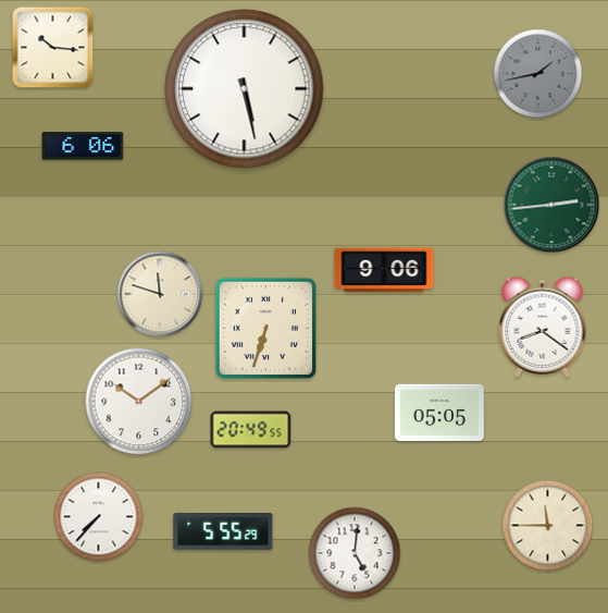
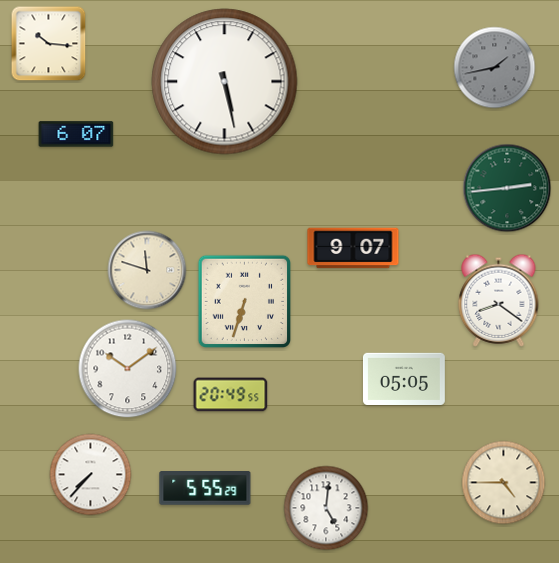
clock at (83, 146): 6:06 -> 6:07
clock at (384, 270): 9:06 -> 9:07
clock at (548, 526): 11:45 -> 4:45
